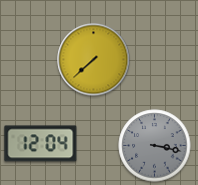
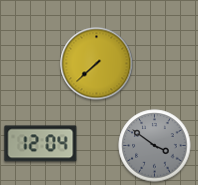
clock at (94, 60) position: (94, 60) -> (97, 64)
clock at (155, 146): 3:17 -> 3:51
